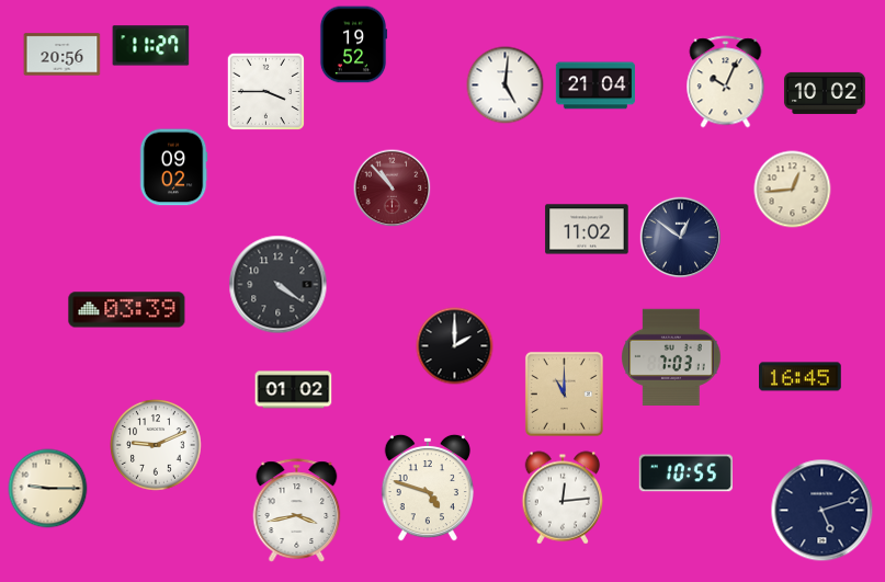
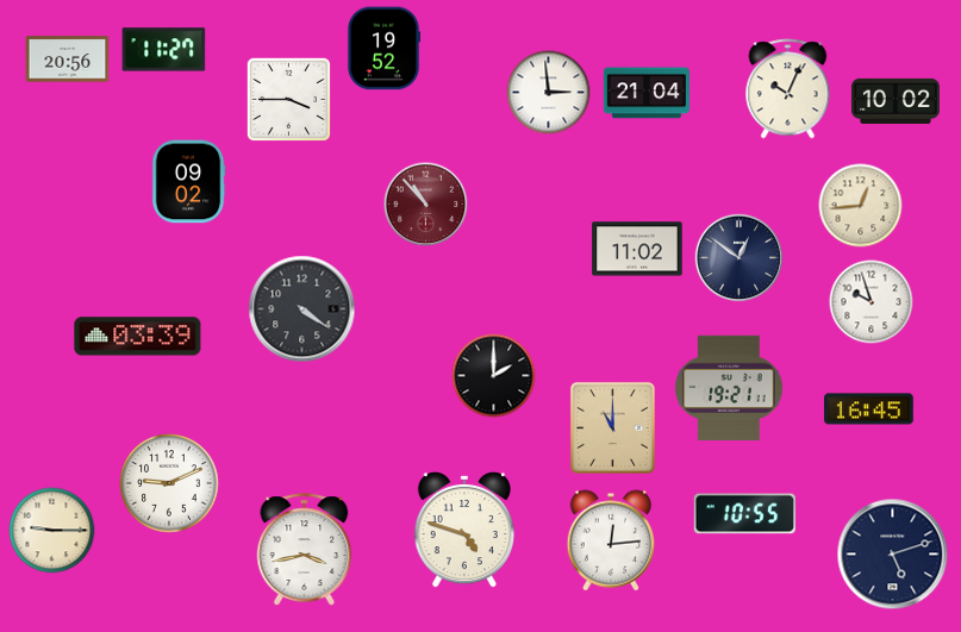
clock at (506, 85): 5:01 -> 2:59
clock at (872, 302): none -> 9:57
clock at (671, 356): 7:03 -> 19:21
clock at (294, 390): 01:02 -> none
clock at (297, 511) position: (297, 511) -> (305, 550)
